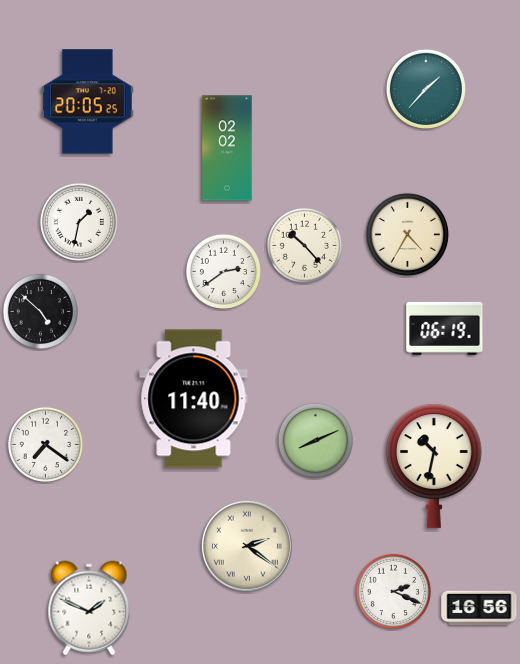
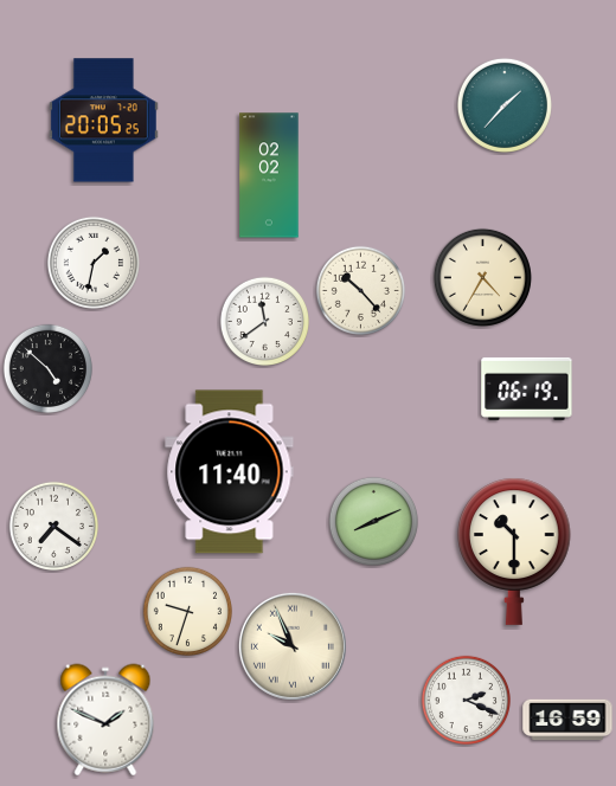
clock at (223, 271): 2:39 -> 11:39
clock at (434, 466): 10:32 -> 10:30
clock at (187, 611): none -> 9:33
clock at (247, 546): 2:21 -> 9:56
clock at (479, 608): 16:56 -> 16:59
